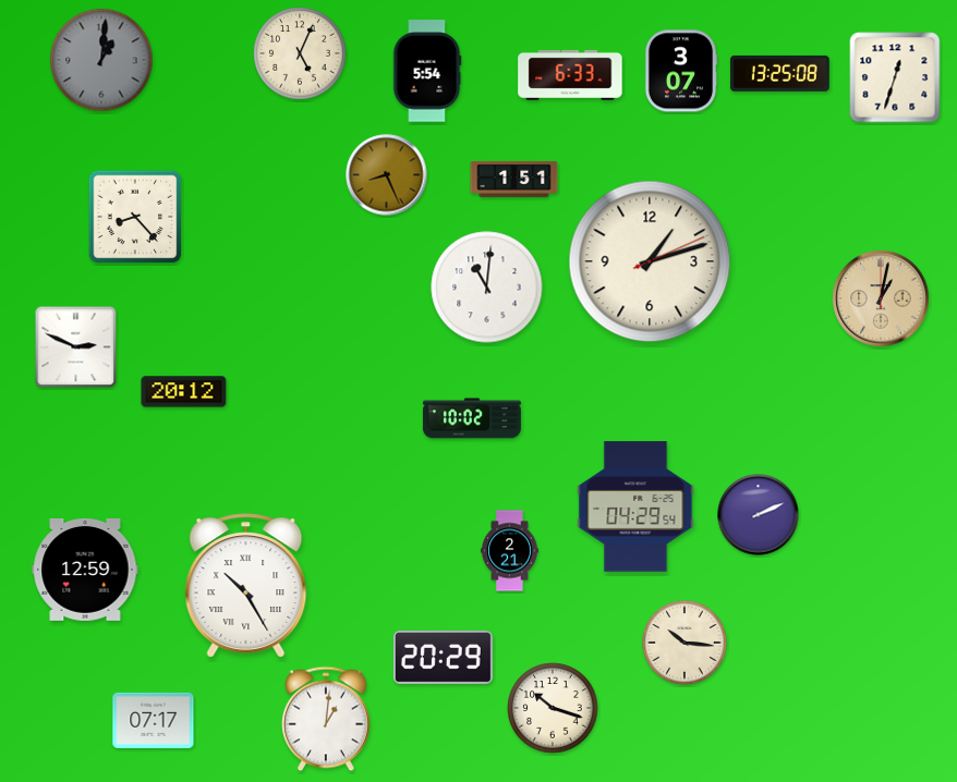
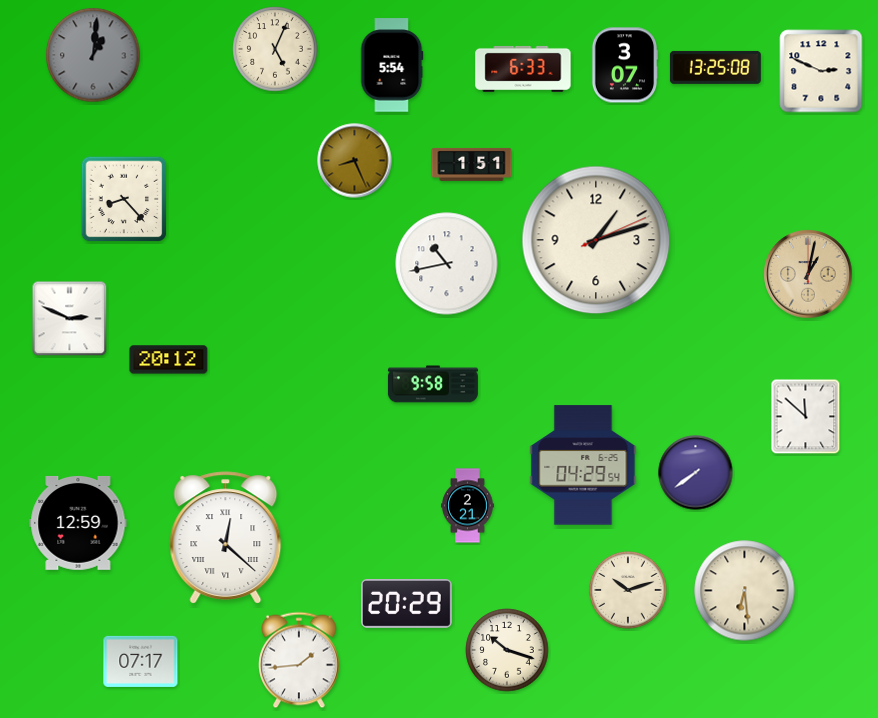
clock at (895, 77): 12:33 -> 2:49
clock at (487, 288): 11:01 -> 10:43
clock at (472, 418): 10:02 -> 9:58
clock at (806, 417): none -> 11:52
clock at (759, 515): 2:11 -> 7:39
clock at (246, 586): 10:25 -> 12:22
clock at (685, 643): 10:16 -> 10:12
clock at (745, 591): none -> 6:29
clock at (327, 719): 1:01 -> 1:44
